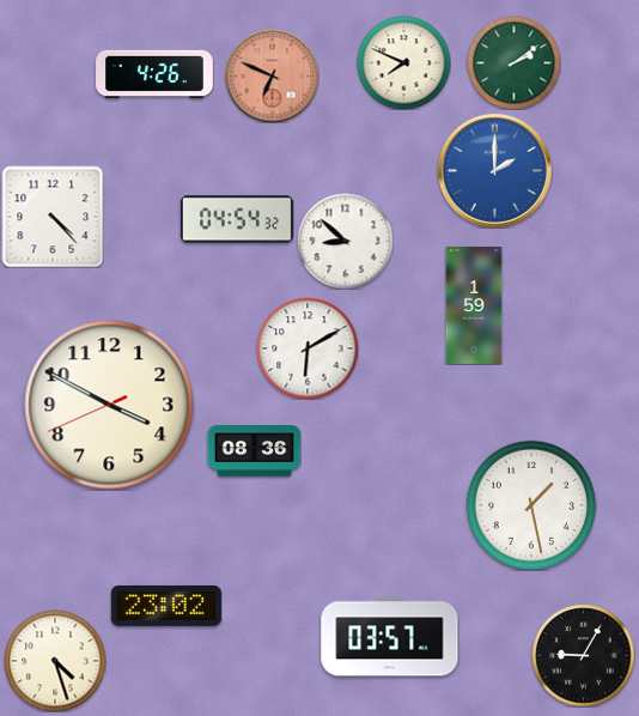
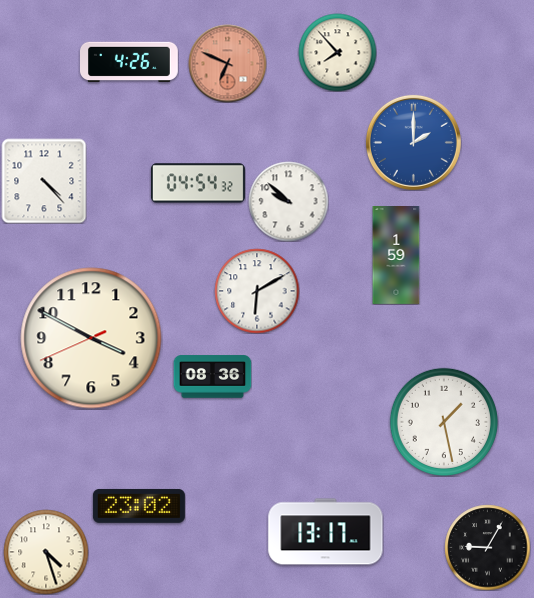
clock at (403, 62): 7:49 -> 7:53
clock at (513, 62): 2:09 -> none
clock at (345, 241): 8:52 -> 9:52
clock at (390, 637): 03:57 -> 13:17
